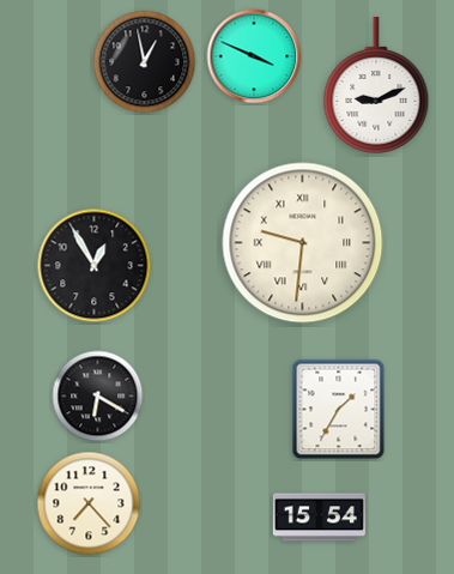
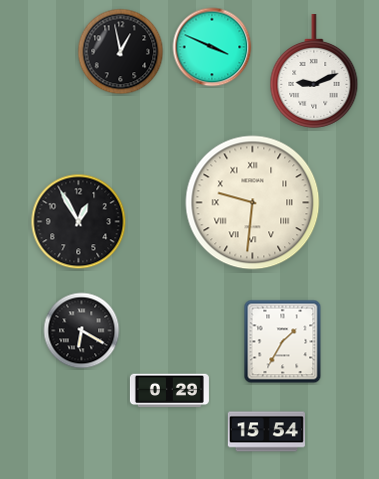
clock at (169, 391): none -> 0:29
clock at (89, 503): 7:23 -> none
